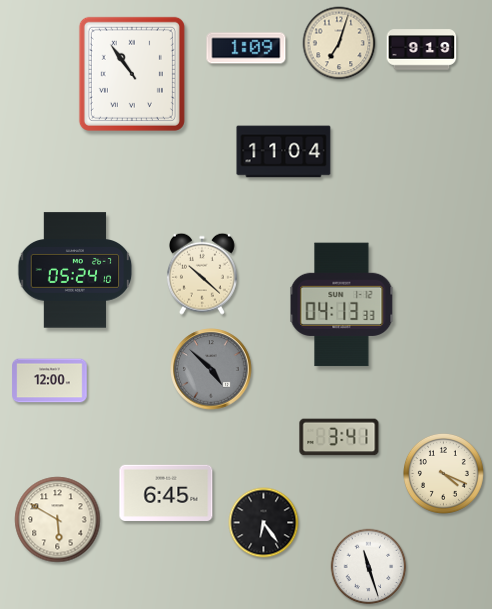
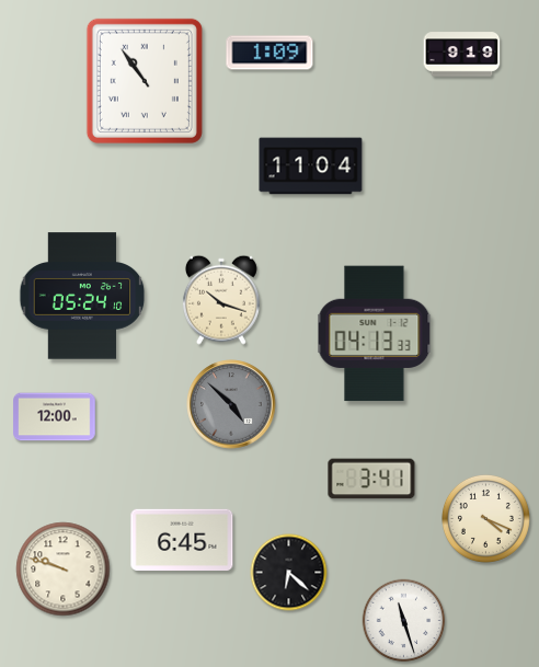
clock at (339, 43): 7:03 -> none
clock at (202, 274): 10:22 -> 10:18
clock at (58, 520): 5:50 -> 9:48
clock at (264, 523): 6:24 -> 6:22
